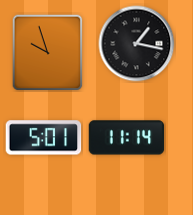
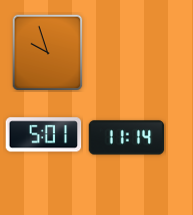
clock at (137, 44): 1:17 -> none
clock at (44, 138) position: (44, 138) -> (44, 135)
